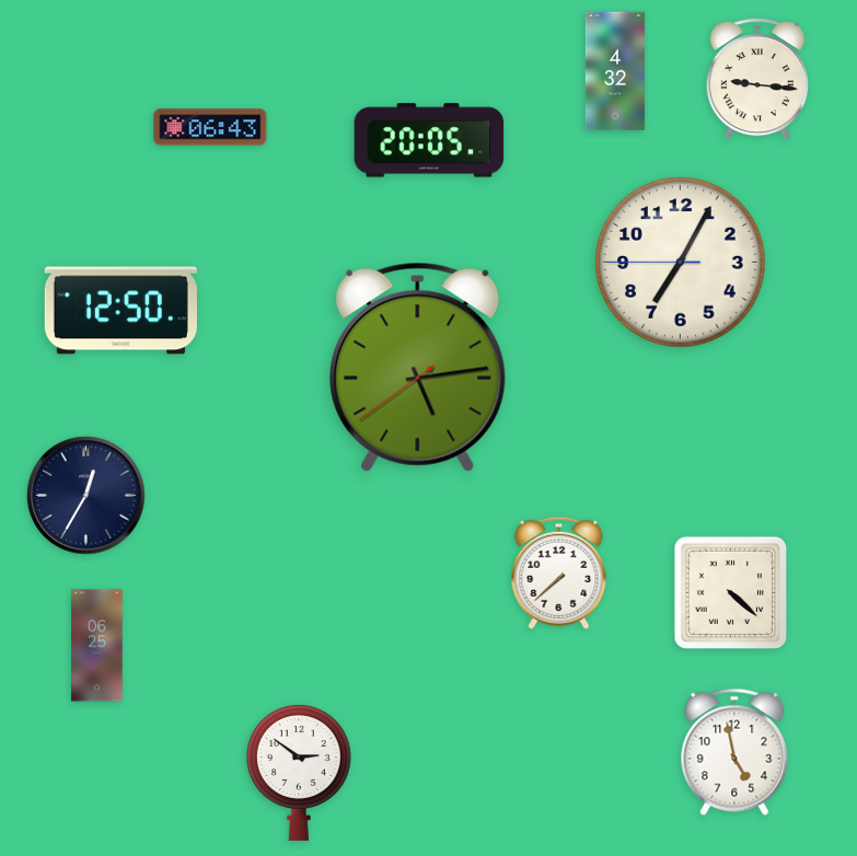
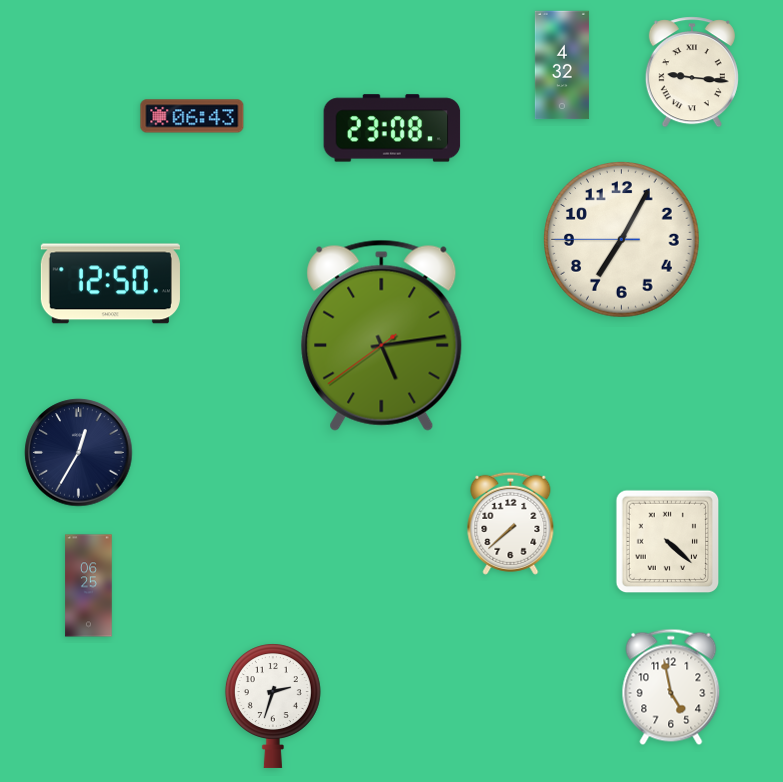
clock at (429, 140): 20:05 -> 23:08
clock at (97, 646) position: (97, 646) -> (89, 586)
clock at (299, 773): 2:51 -> 2:33
